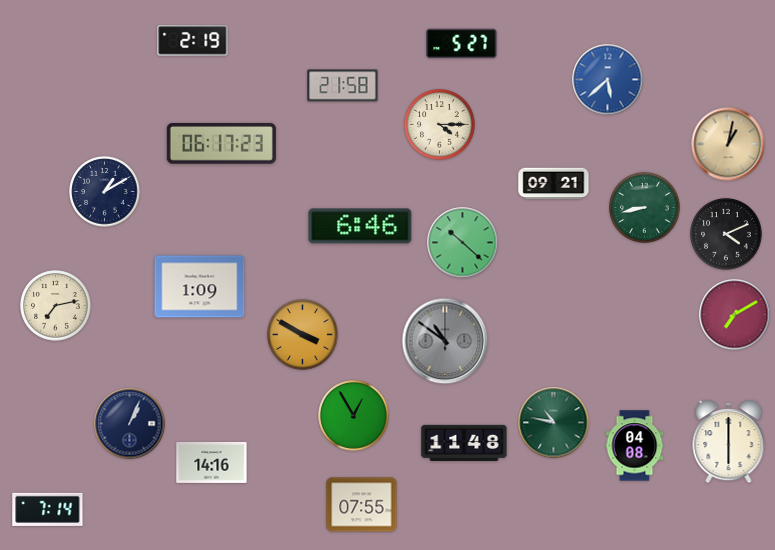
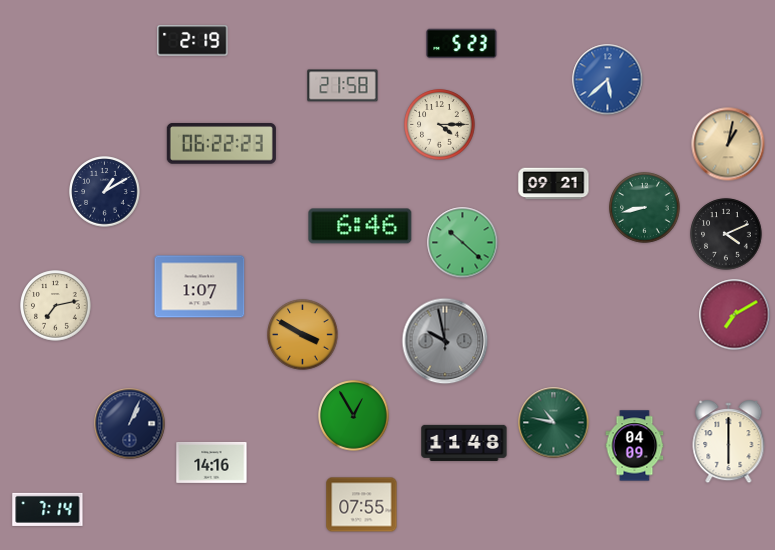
clock at (462, 44): 5:27 -> 5:23
clock at (221, 144): 06:17 -> 06:22
clock at (200, 287): 1:09 -> 1:07
clock at (445, 341): 10:51 -> 9:58
clock at (635, 446): 04:08 -> 04:09
